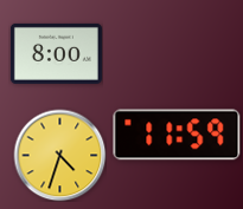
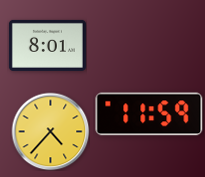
clock at (56, 53): 8:00 -> 8:01
clock at (59, 155): 4:33 -> 4:37
